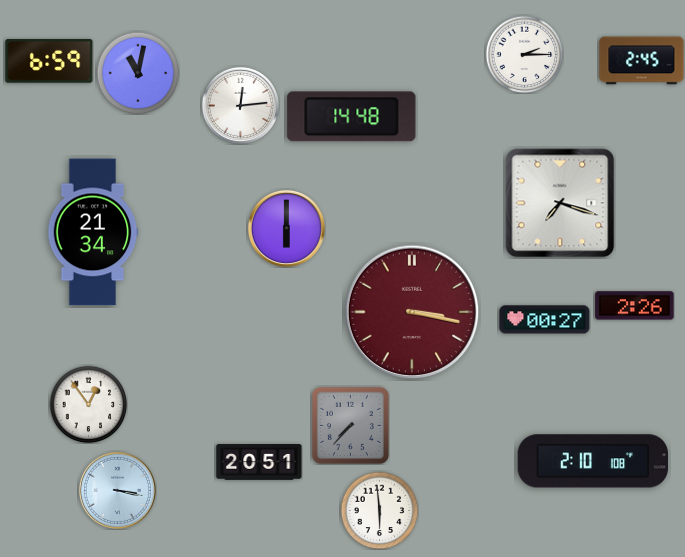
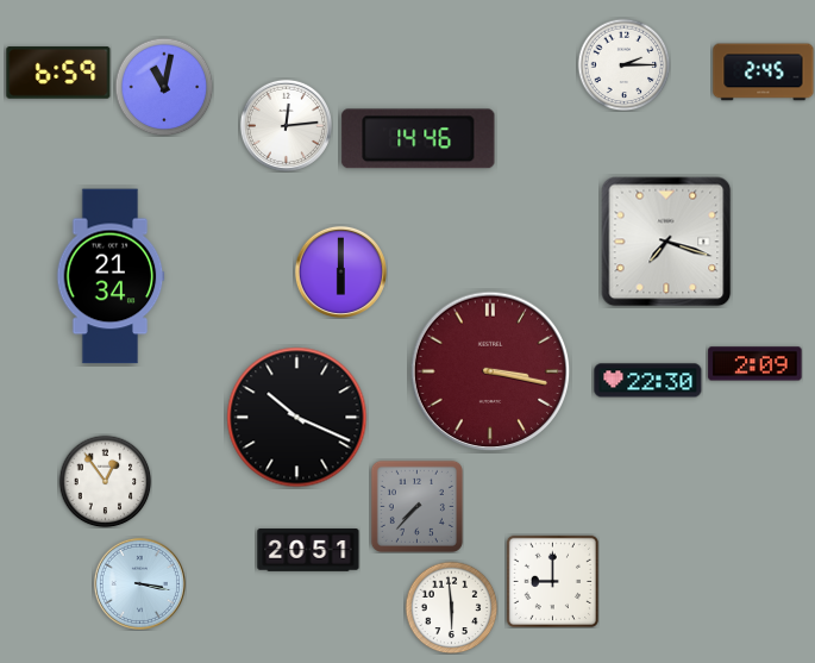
clock at (352, 117): 14:48 -> 14:46
clock at (635, 306): 2:26 -> 2:09
clock at (545, 320): 00:27 -> 22:30
clock at (297, 418): none -> 10:19
clock at (593, 461): 2:10 -> none
clock at (552, 581): none -> 9:00
